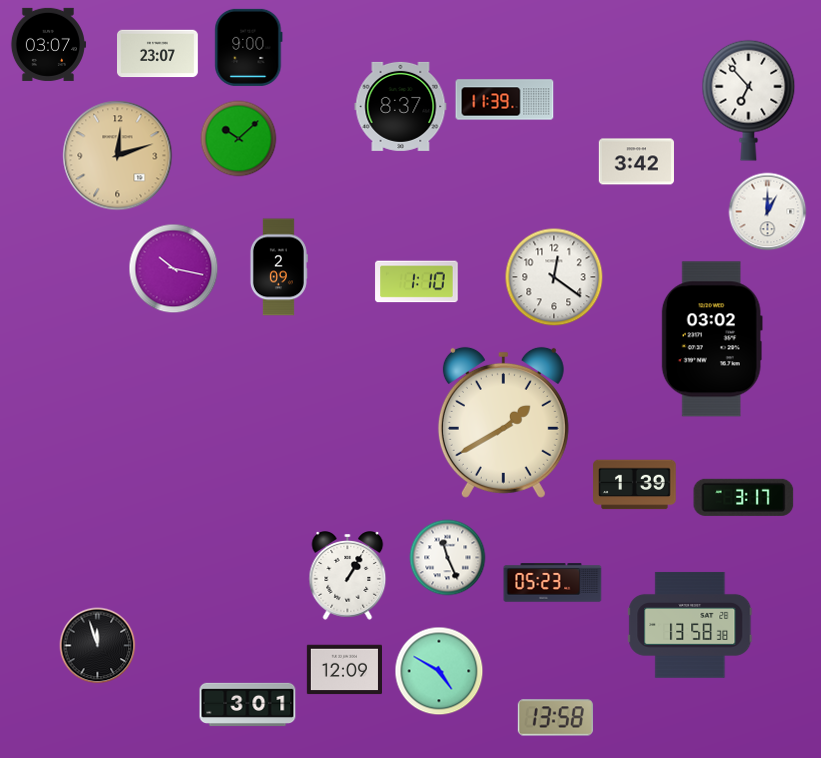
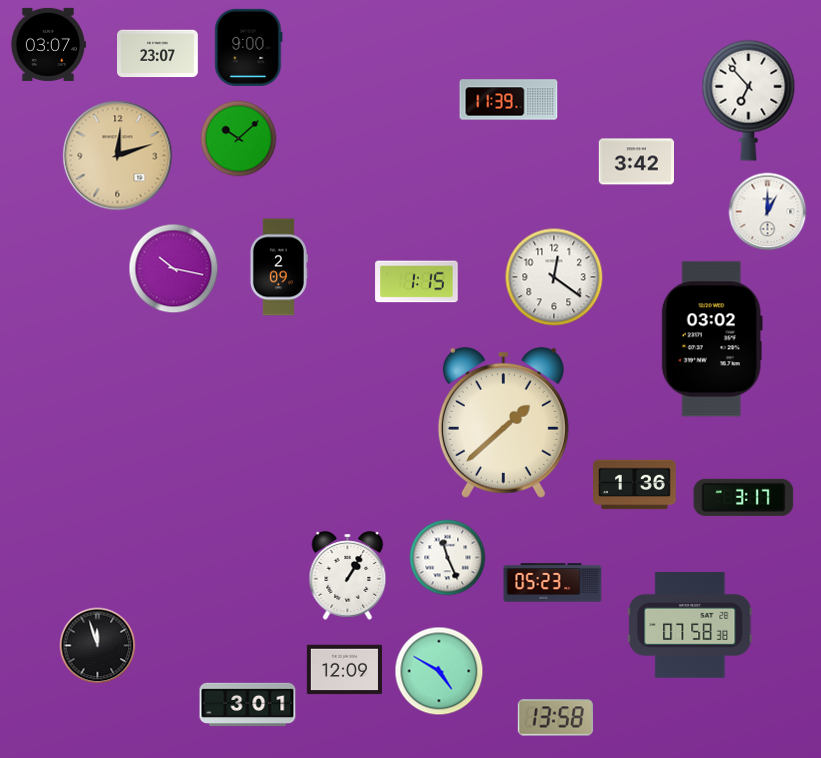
clock at (505, 100) position: (505, 100) -> (509, 100)
clock at (401, 106): 8:37 -> none
clock at (417, 282): 1:10 -> 1:15
clock at (503, 422): 1:40 -> 1:38
clock at (635, 485): 1:39 -> 1:36
clock at (690, 625): 13:58 -> 07:58
